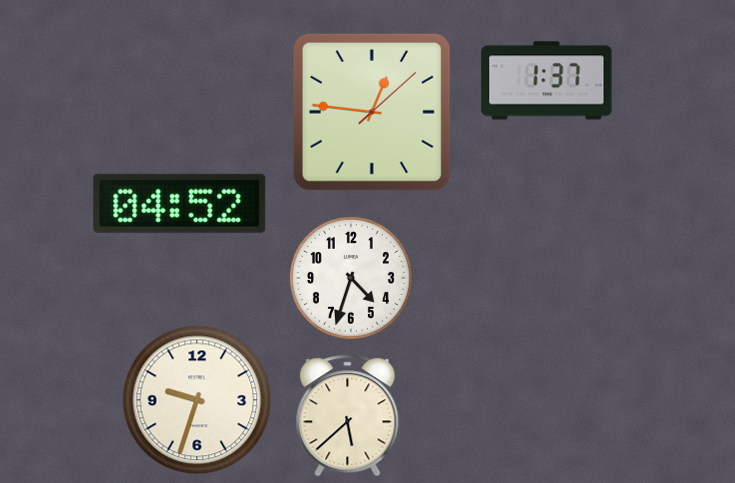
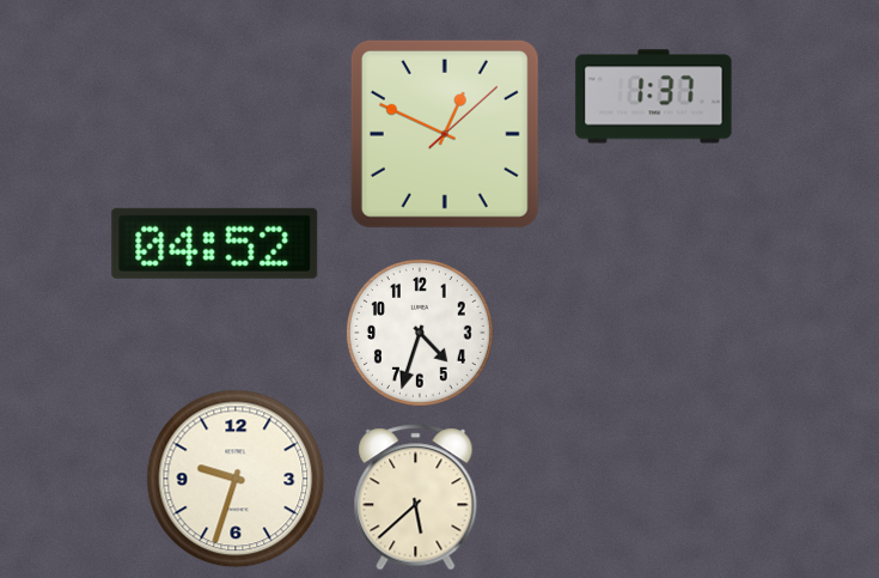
clock at (372, 112): 12:46 -> 12:49
